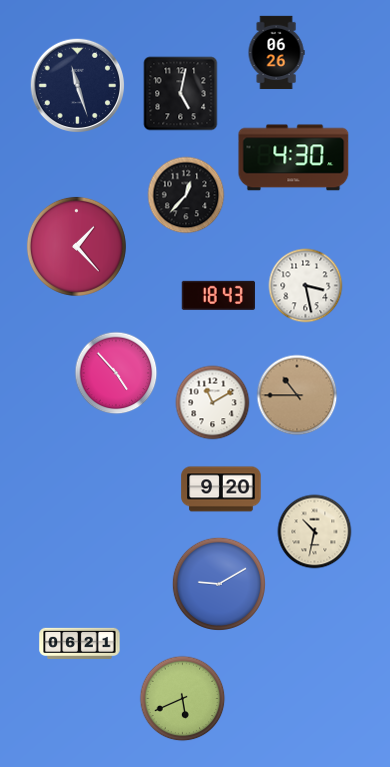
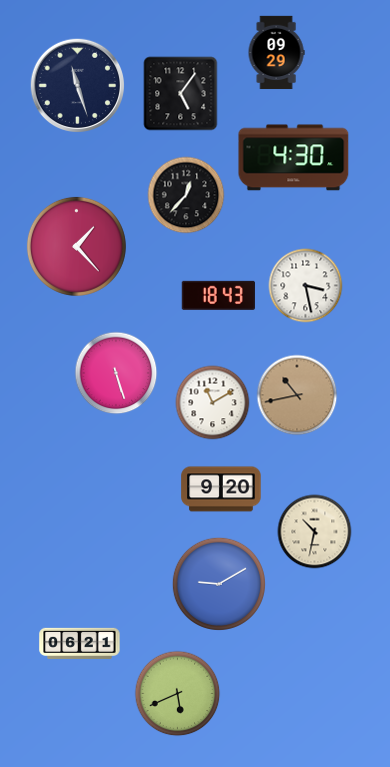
clock at (276, 53): 06:26 -> 09:29
clock at (181, 94): 5:02 -> 5:06
clock at (116, 373): 4:53 -> 5:27
clock at (297, 395): 10:45 -> 10:43
clock at (183, 699) position: (183, 699) -> (178, 694)
